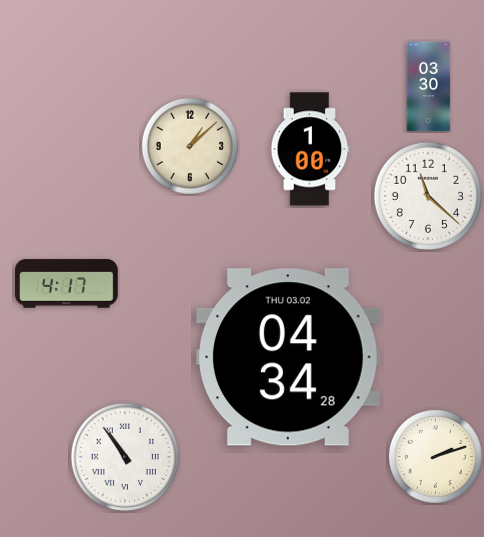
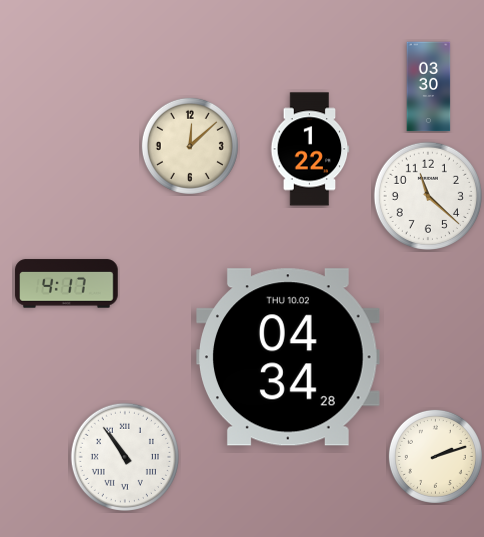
clock at (190, 146): 1:08 -> 12:08
clock at (310, 149): 1:00 -> 1:22
clock at (289, 357) date: THU 03.02 -> THU 10.02
